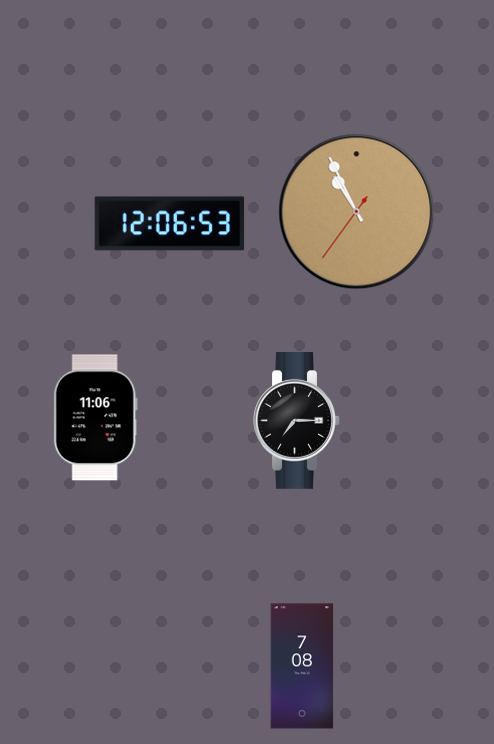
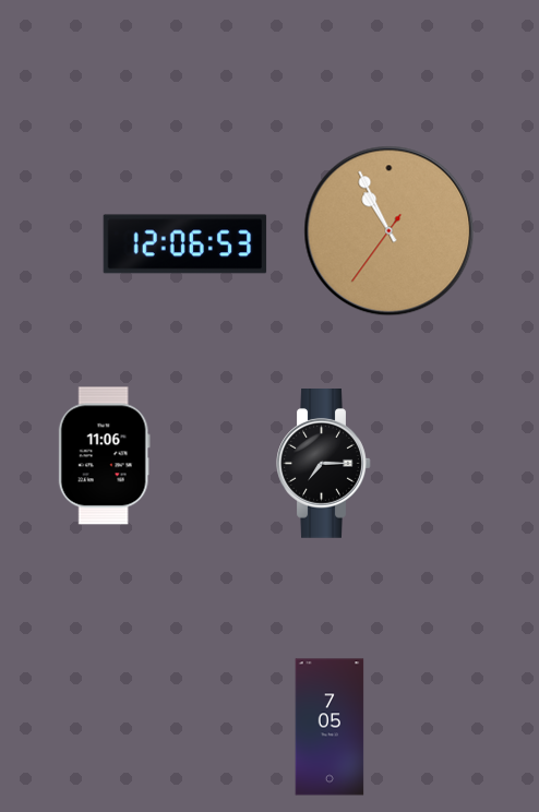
clock at (297, 421) position: (297, 421) -> (324, 464)
clock at (302, 666): 7:08 -> 7:05
